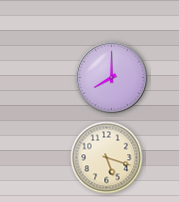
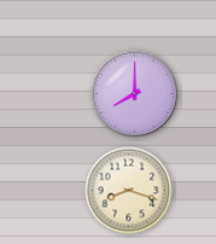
clock at (107, 158): 5:18 -> 8:18
